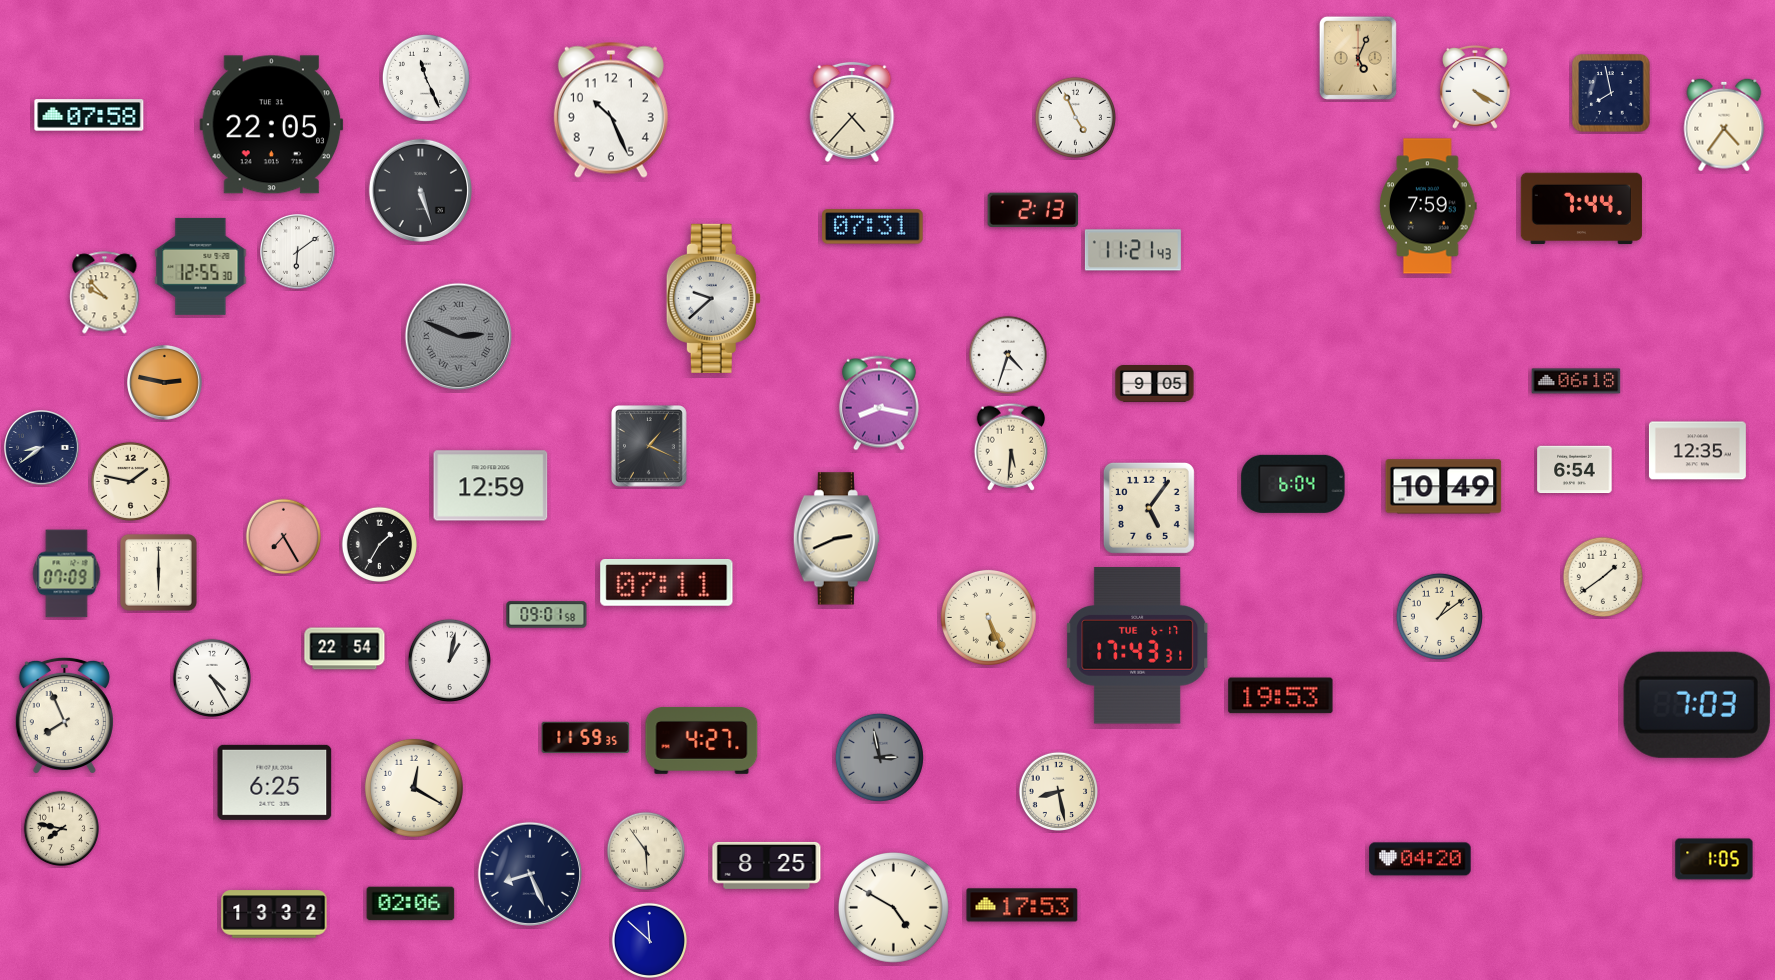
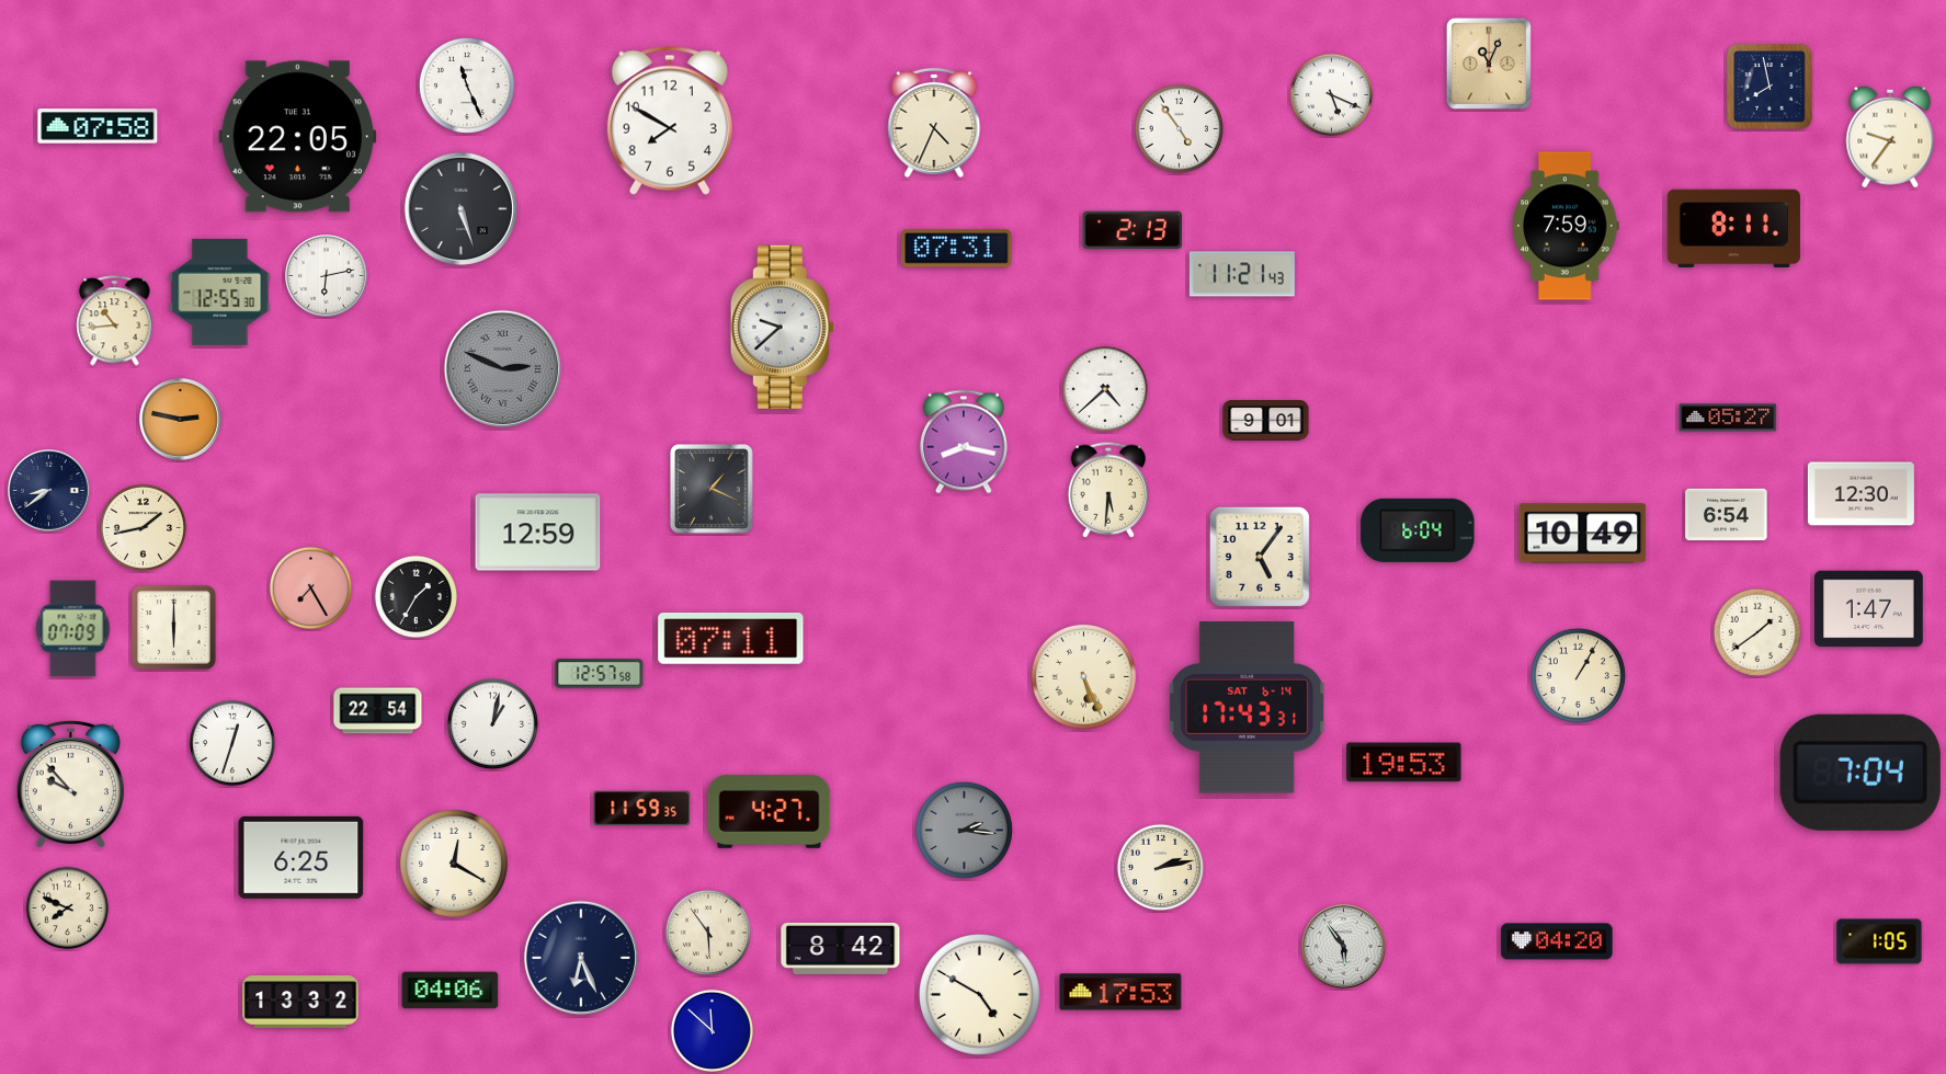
clock at (1358, 58): 5:04 -> 11:04
clock at (1331, 94): none -> 5:19
clock at (1475, 87): 4:20 -> none
clock at (1611, 93) position: (1611, 93) -> (1769, 87)
clock at (611, 110): 10:26 -> 7:50
clock at (852, 112): 4:37 -> 4:34
clock at (1075, 117): 4:56 -> 4:54
clock at (1724, 125): 4:36 -> 9:36
clock at (1581, 209): 7:44 -> 8:11
clock at (298, 252): 6:09 -> 6:13
clock at (105, 293): 9:53 -> 10:44
clock at (1007, 354): 4:33 -> 4:38
clock at (1576, 381): 06:18 -> 05:27
clock at (1155, 384): 9:05 -> 9:01
clock at (42, 448) position: (42, 448) -> (49, 491)
clock at (1697, 451): 12:35 -> 12:30
clock at (130, 481): 1:47 -> 1:43
clock at (836, 539): 2:41 -> none
clock at (1869, 609): none -> 1:47
clock at (547, 615): 09:01 -> 12:57
clock at (1439, 616): 1:09 -> 1:05
clock at (1138, 646) date: TUE 6-17 -> SAT 6-14
clock at (211, 677): 4:25 -> 12:33
clock at (1697, 705): 7:03 -> 7:04
clock at (64, 716): 7:56 -> 9:53
clock at (879, 757): 2:58 -> 2:16
clock at (1058, 791): 8:28 -> 2:13
clock at (61, 828): 7:47 -> 7:49
clock at (1343, 946): none -> 5:54
clock at (767, 865): 8:25 -> 8:42
clock at (530, 874): 8:26 -> 6:26
clock at (411, 904): 02:06 -> 04:06
